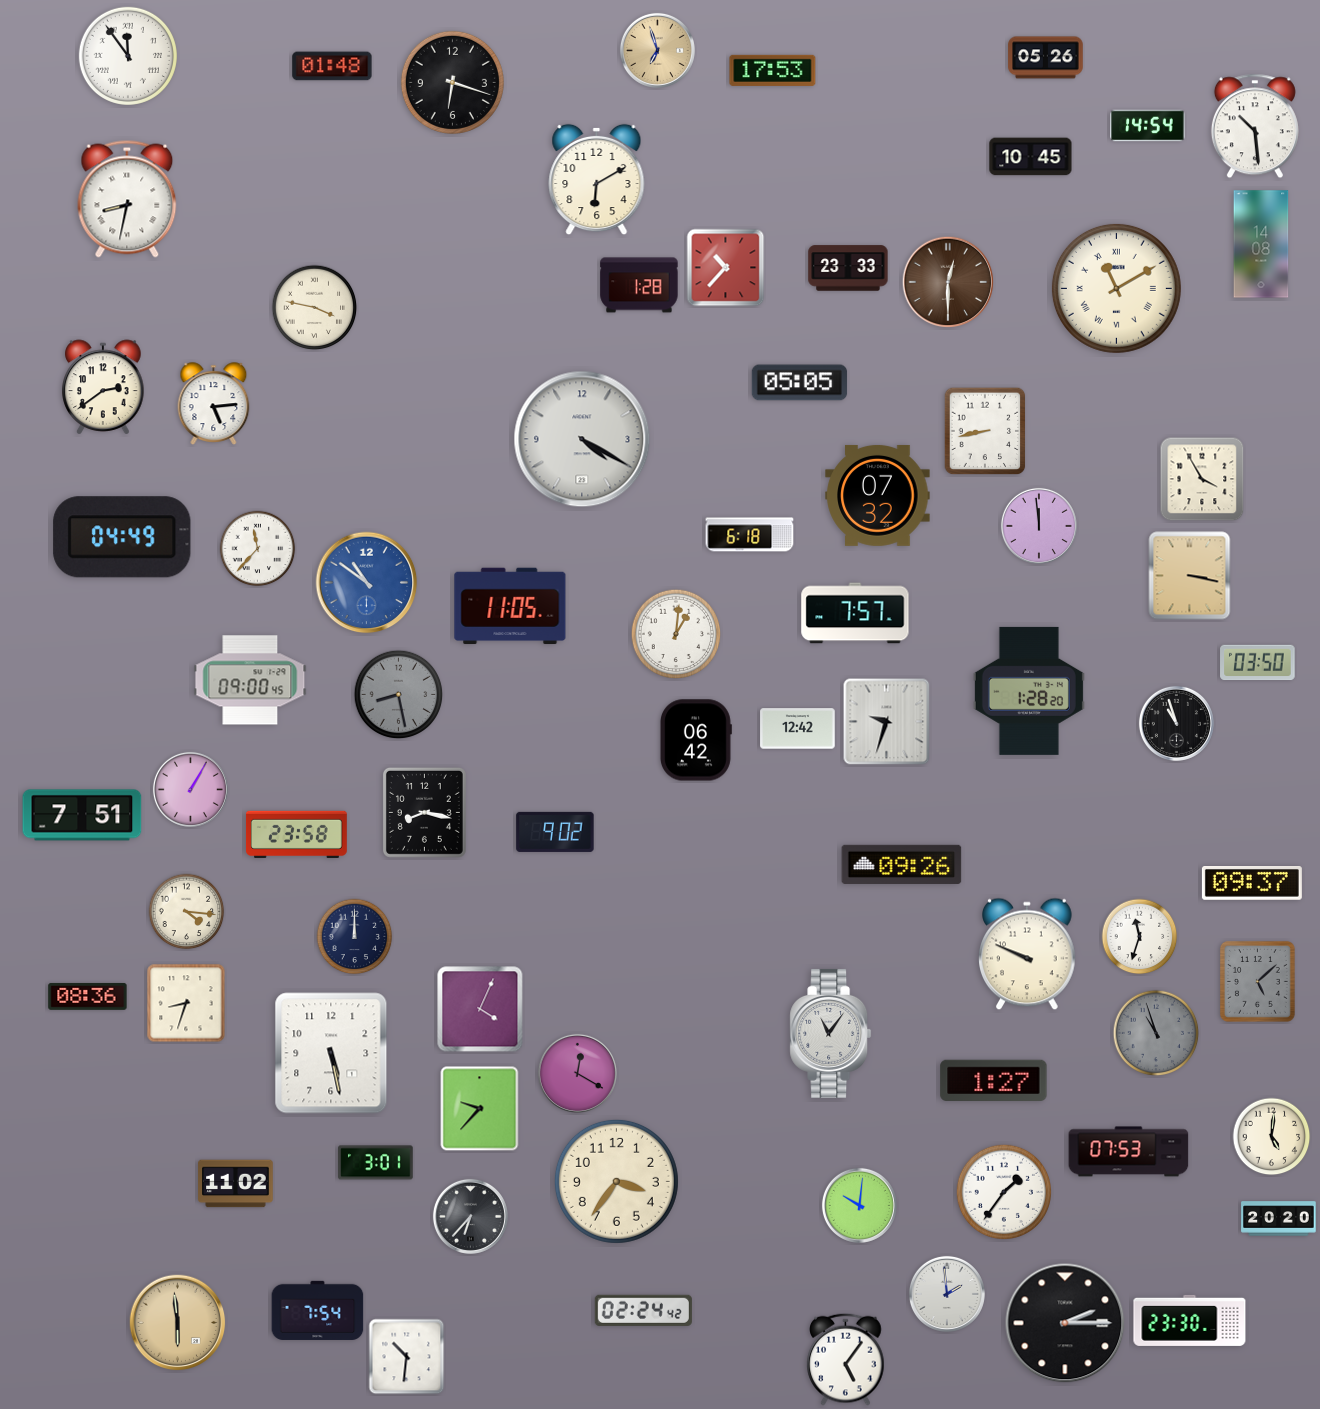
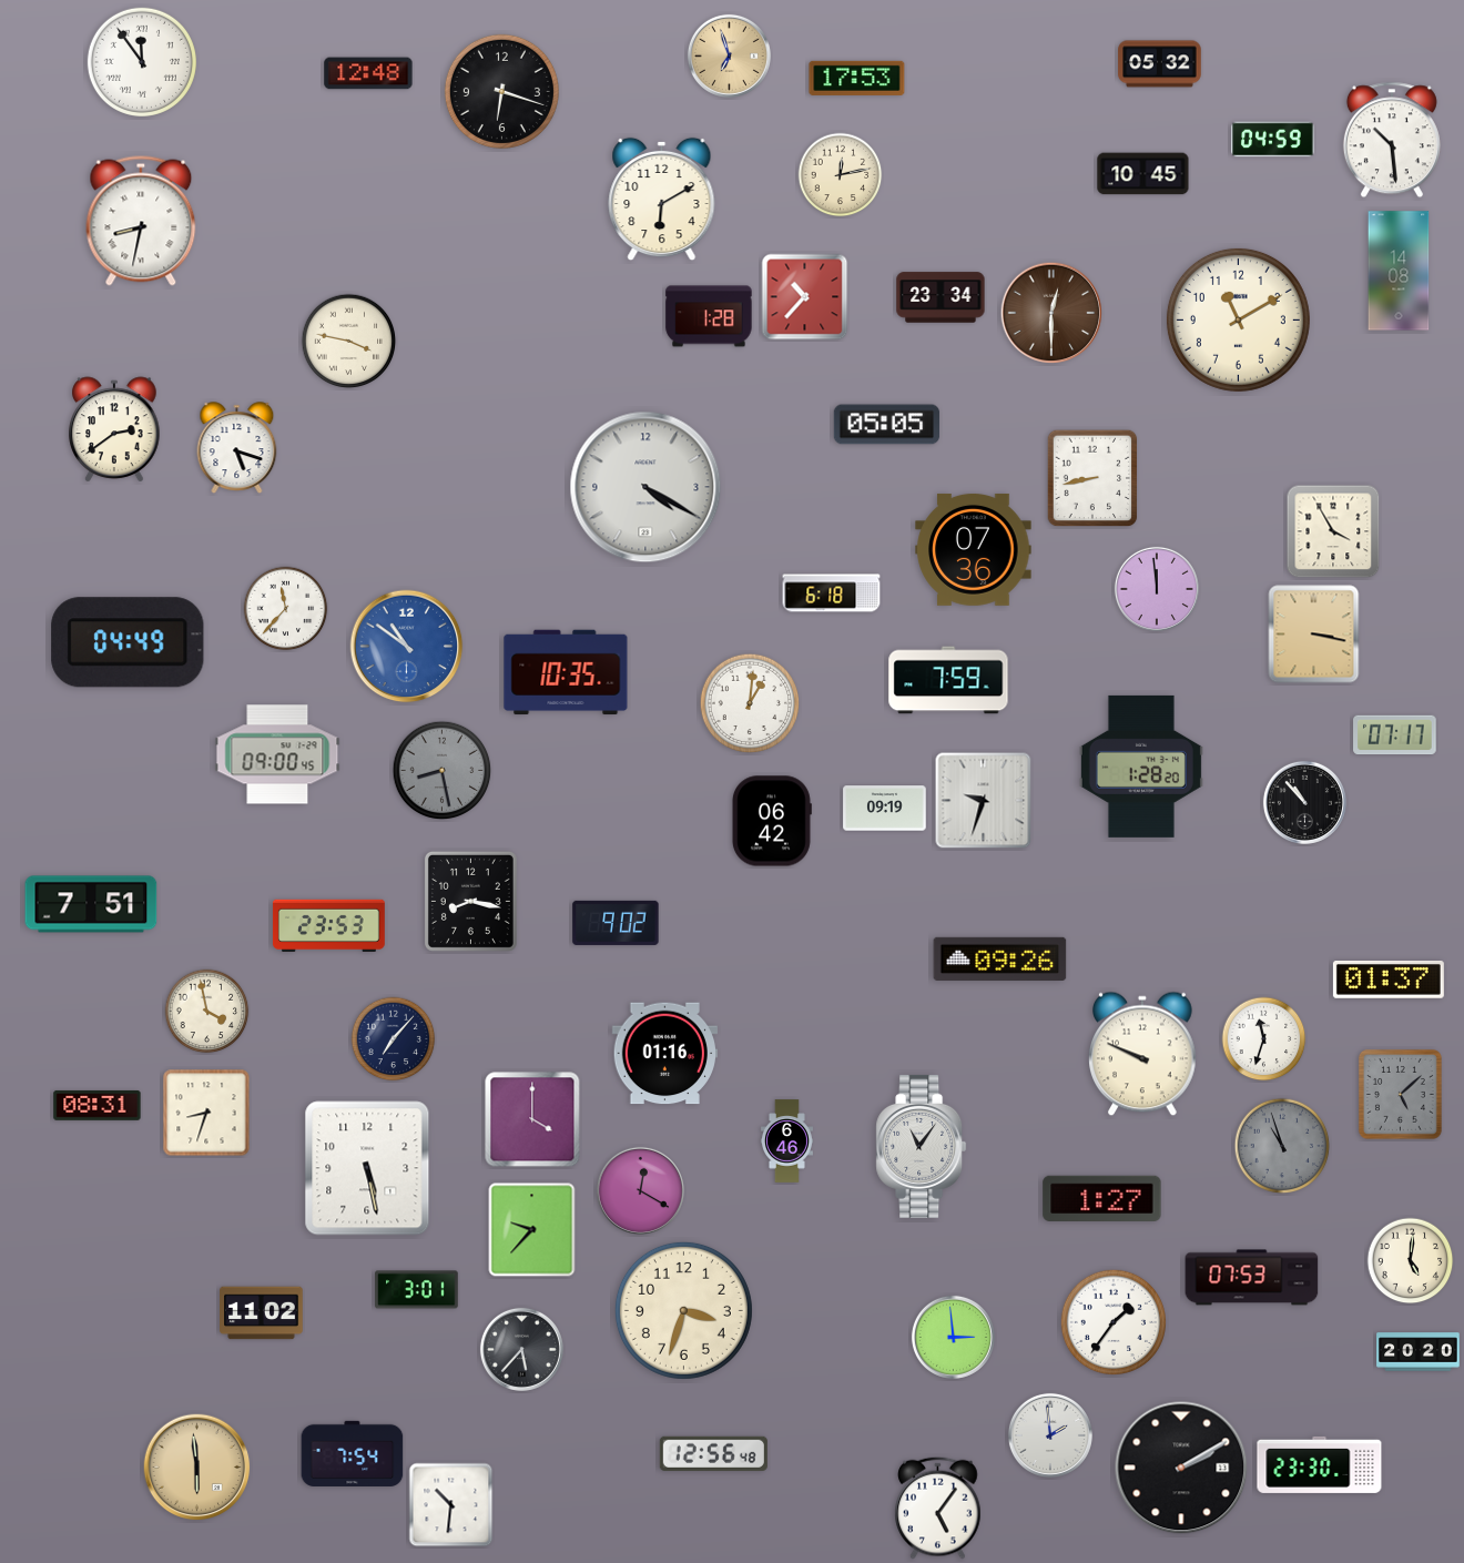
clock at (1046, 58): 05:26 -> 05:32
clock at (332, 66): 01:48 -> 12:48
clock at (1148, 126): 14:54 -> 04:59
clock at (841, 175): none -> 12:13
clock at (848, 268): 23:33 -> 23:34
clock at (1116, 288) numerals: Roman -> Arabic
clock at (214, 404): 5:14 -> 5:18
clock at (878, 495): 07:32 -> 07:36
clock at (1039, 526) position: (1039, 526) -> (1157, 589)
clock at (122, 537) position: (122, 537) -> (128, 642)
clock at (1190, 576) position: (1190, 576) -> (1314, 635)
clock at (510, 606): 11:05 -> 10:35
clock at (855, 613): 7:57 -> 7:59
clock at (1258, 663): 03:50 -> 07:17
clock at (1176, 723): 10:57 -> 10:53
clock at (798, 729): 12:42 -> 09:19
clock at (190, 789): 1:05 -> none
clock at (296, 834): 23:58 -> 23:53
clock at (1252, 884): 09:37 -> 01:37
clock at (187, 912): 4:16 -> 3:58
clock at (355, 937): 12:00 -> 7:07
clock at (664, 1054): none -> 01:16
clock at (1027, 954) position: (1027, 954) -> (1142, 1054)
clock at (1257, 981) position: (1257, 981) -> (1400, 1094)
clock at (88, 997): 08:36 -> 08:31
clock at (480, 1009): 4:04 -> 4:00
clock at (786, 1141): none -> 6:46
clock at (616, 1181): 3:36 -> 3:33
clock at (859, 1205): 10:01 -> 2:59
clock at (470, 1216): 6:37 -> 5:37
clock at (643, 1310): 02:24 -> 12:56
clock at (1065, 1323): 2:15 -> 2:10
